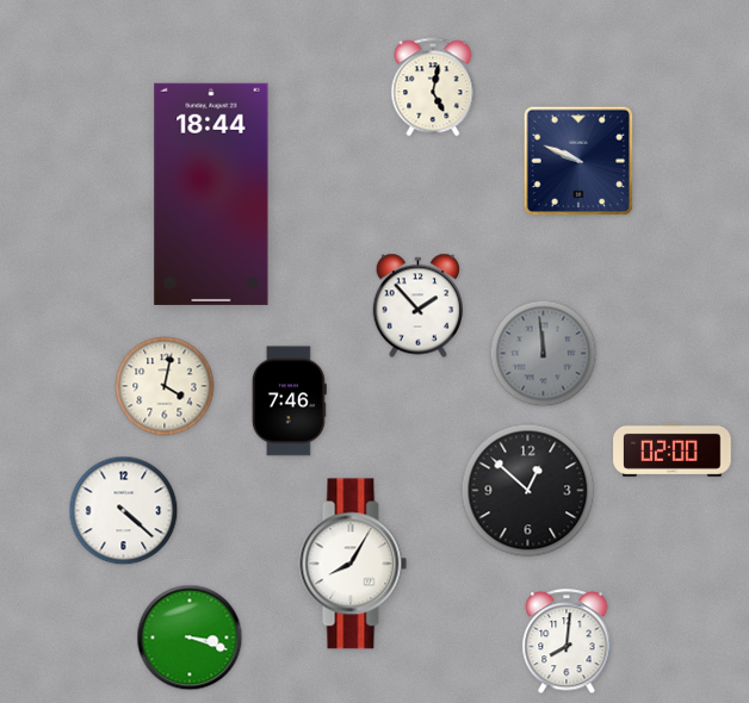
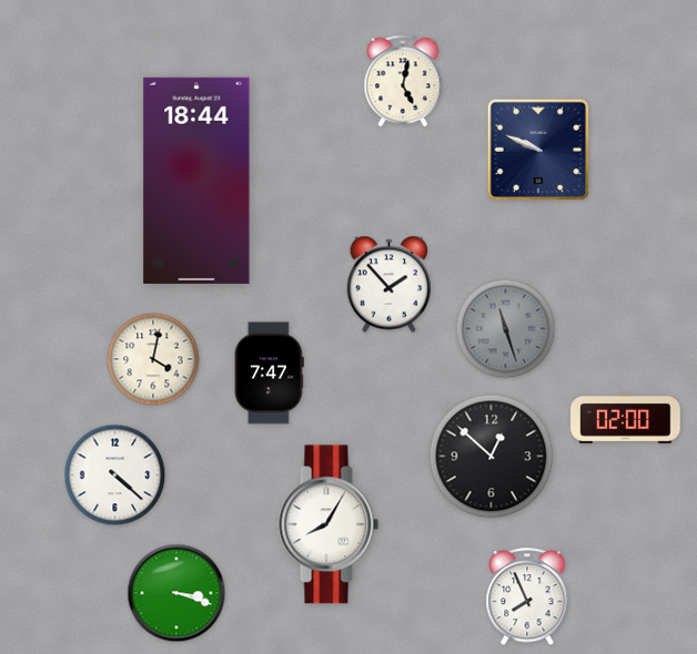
clock at (544, 354): 11:59 -> 11:27
clock at (289, 402): 7:46 -> 7:47
clock at (567, 642): 8:01 -> 7:56
